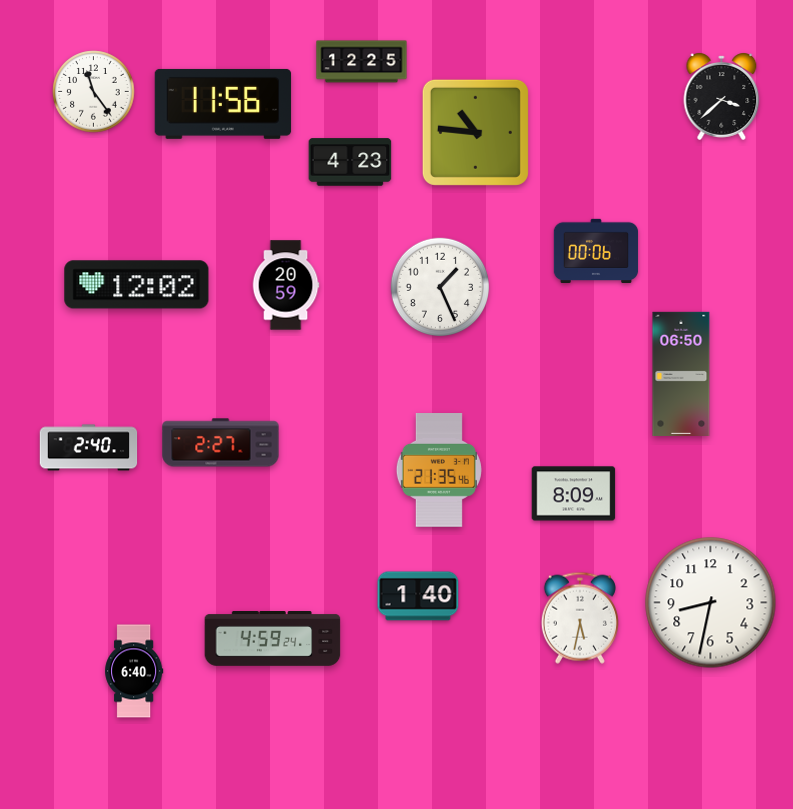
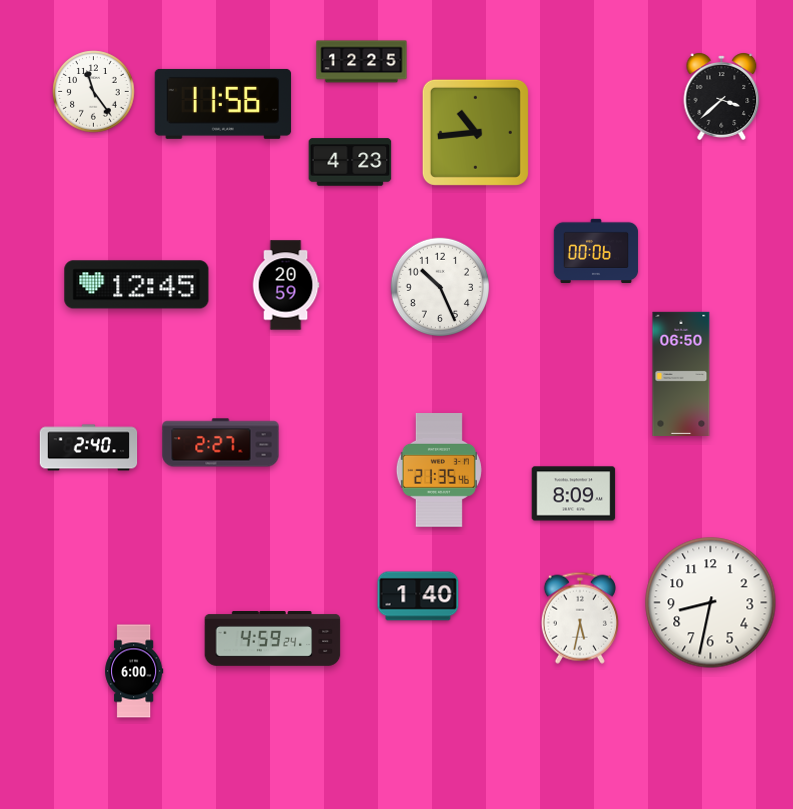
clock at (475, 132): 10:46 -> 10:44
clock at (137, 285): 12:02 -> 12:45
clock at (439, 286): 1:26 -> 10:26
clock at (134, 671): 6:40 -> 6:00
